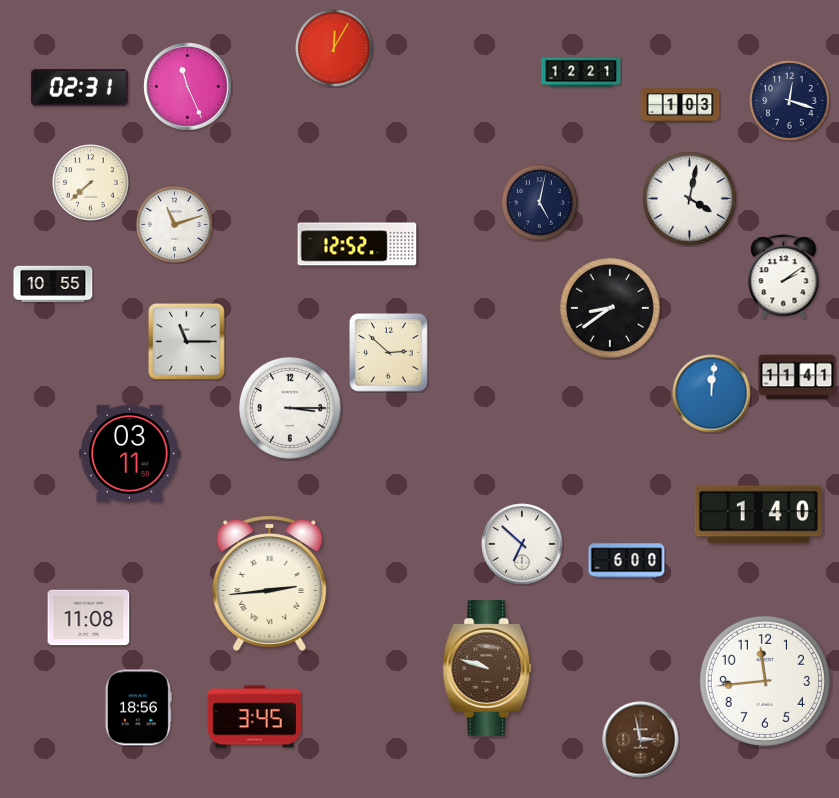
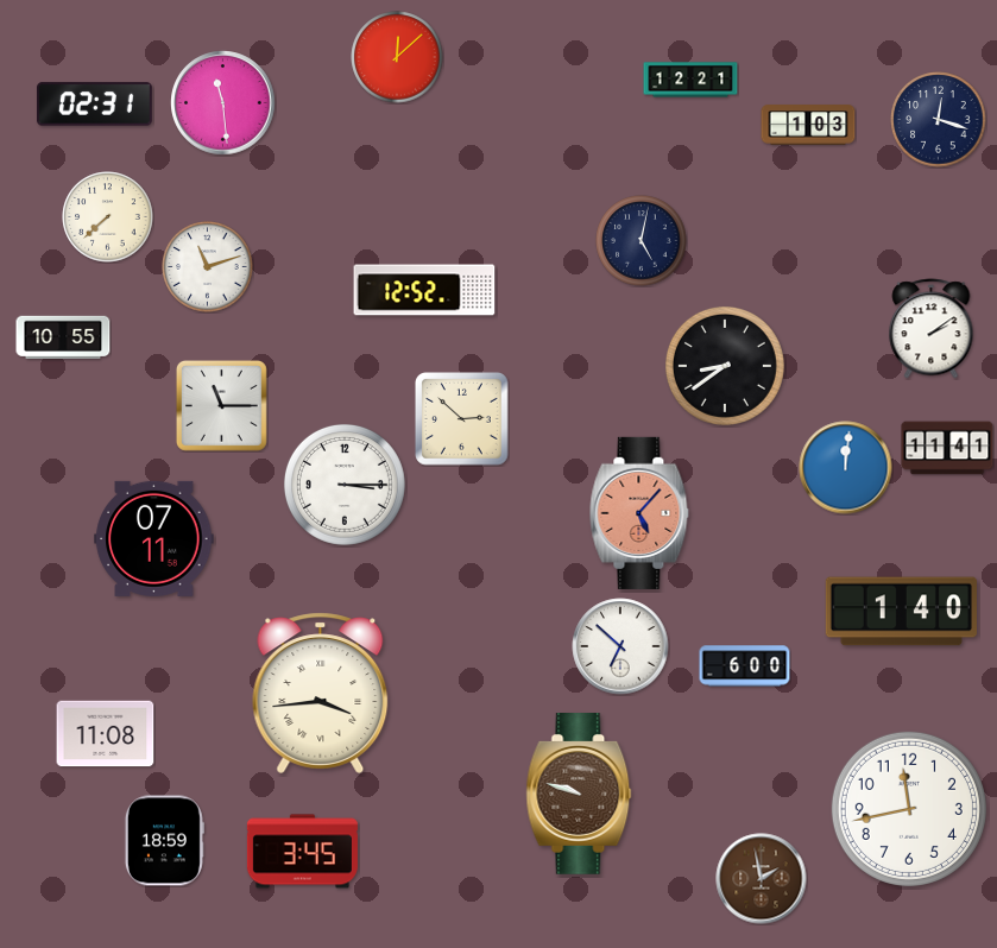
clock at (334, 48): 12:05 -> 12:08
clock at (581, 72) position: (581, 72) -> (690, 80)
clock at (188, 87): 11:26 -> 11:29
clock at (690, 199): 4:02 -> none
clock at (639, 513): none -> 5:07
clock at (130, 453): 03:11 -> 07:11
clock at (270, 583): 2:44 -> 3:44
clock at (765, 681): 11:44 -> 11:43
clock at (138, 708): 18:56 -> 18:59
clock at (641, 740): 2:58 -> 1:58
